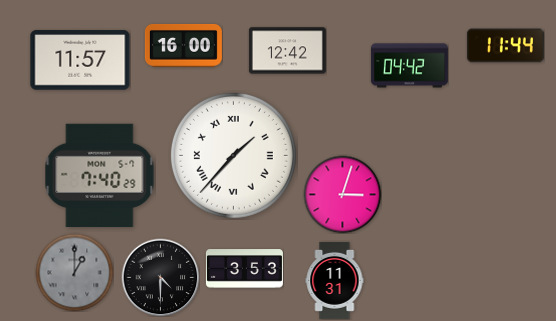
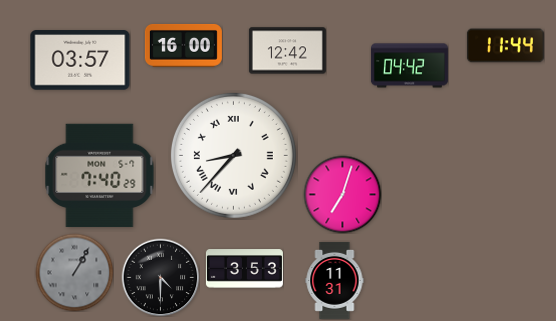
clock at (80, 60): 11:57 -> 03:57
clock at (233, 155): 1:37 -> 8:37
clock at (342, 194): 3:03 -> 7:03
clock at (74, 272): 1:00 -> 1:05
